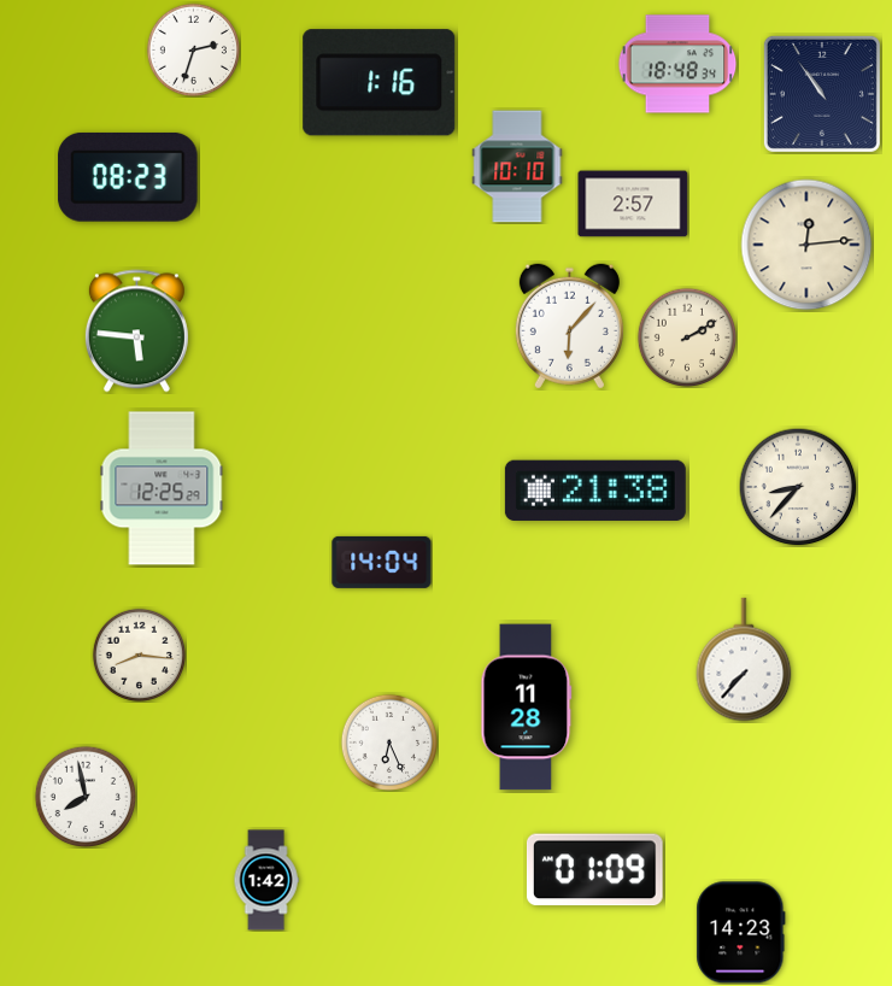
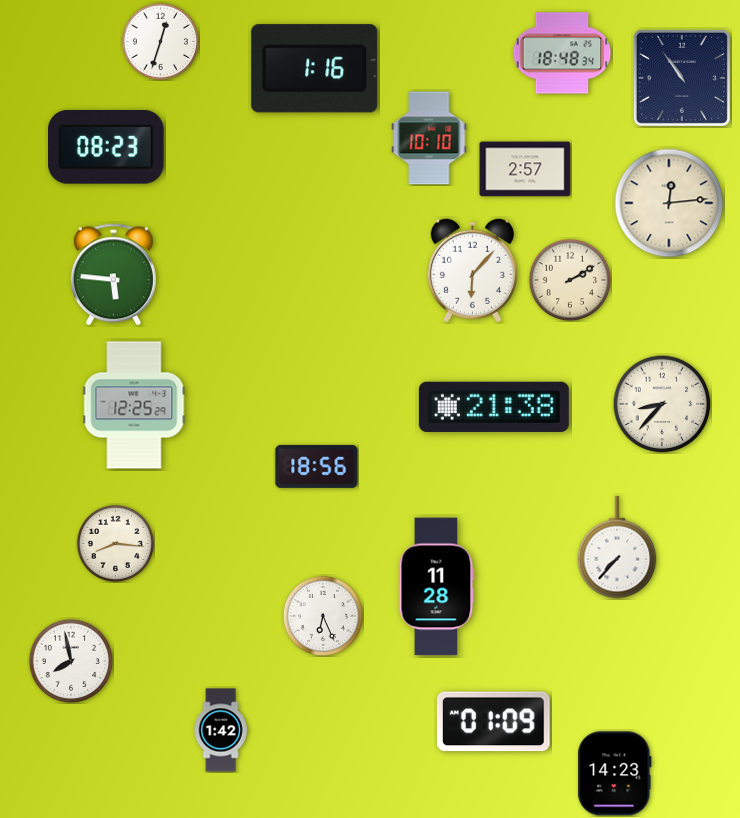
clock at (193, 49): 2:33 -> 12:33
clock at (382, 562): 14:04 -> 18:56
